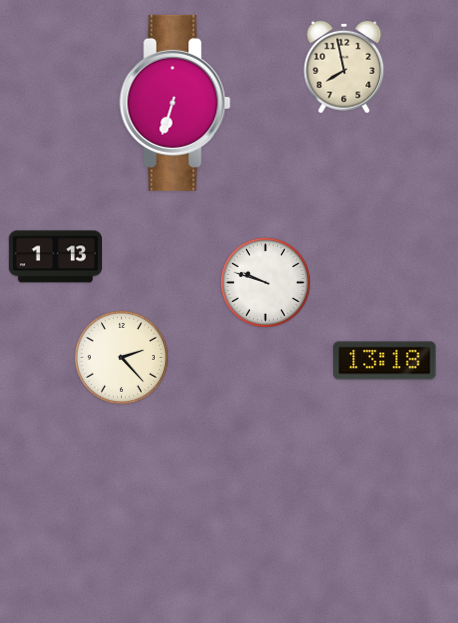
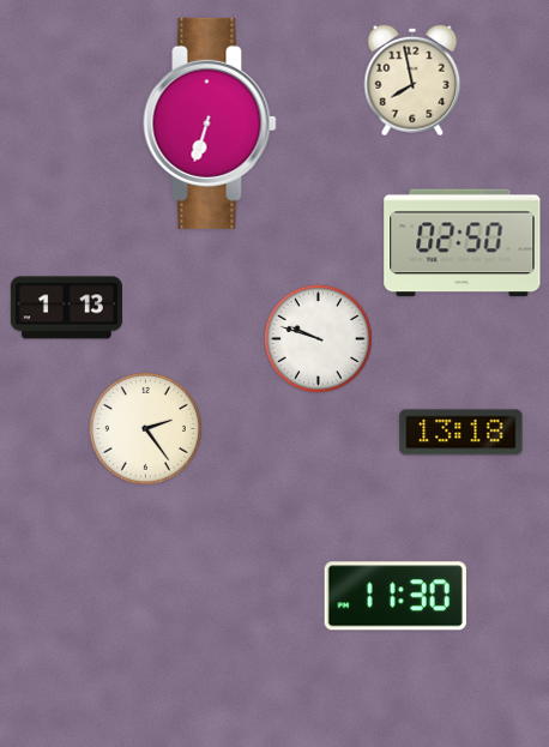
clock at (463, 243): none -> 02:50
clock at (121, 357): 2:23 -> 2:24
clock at (396, 596): none -> 11:30
